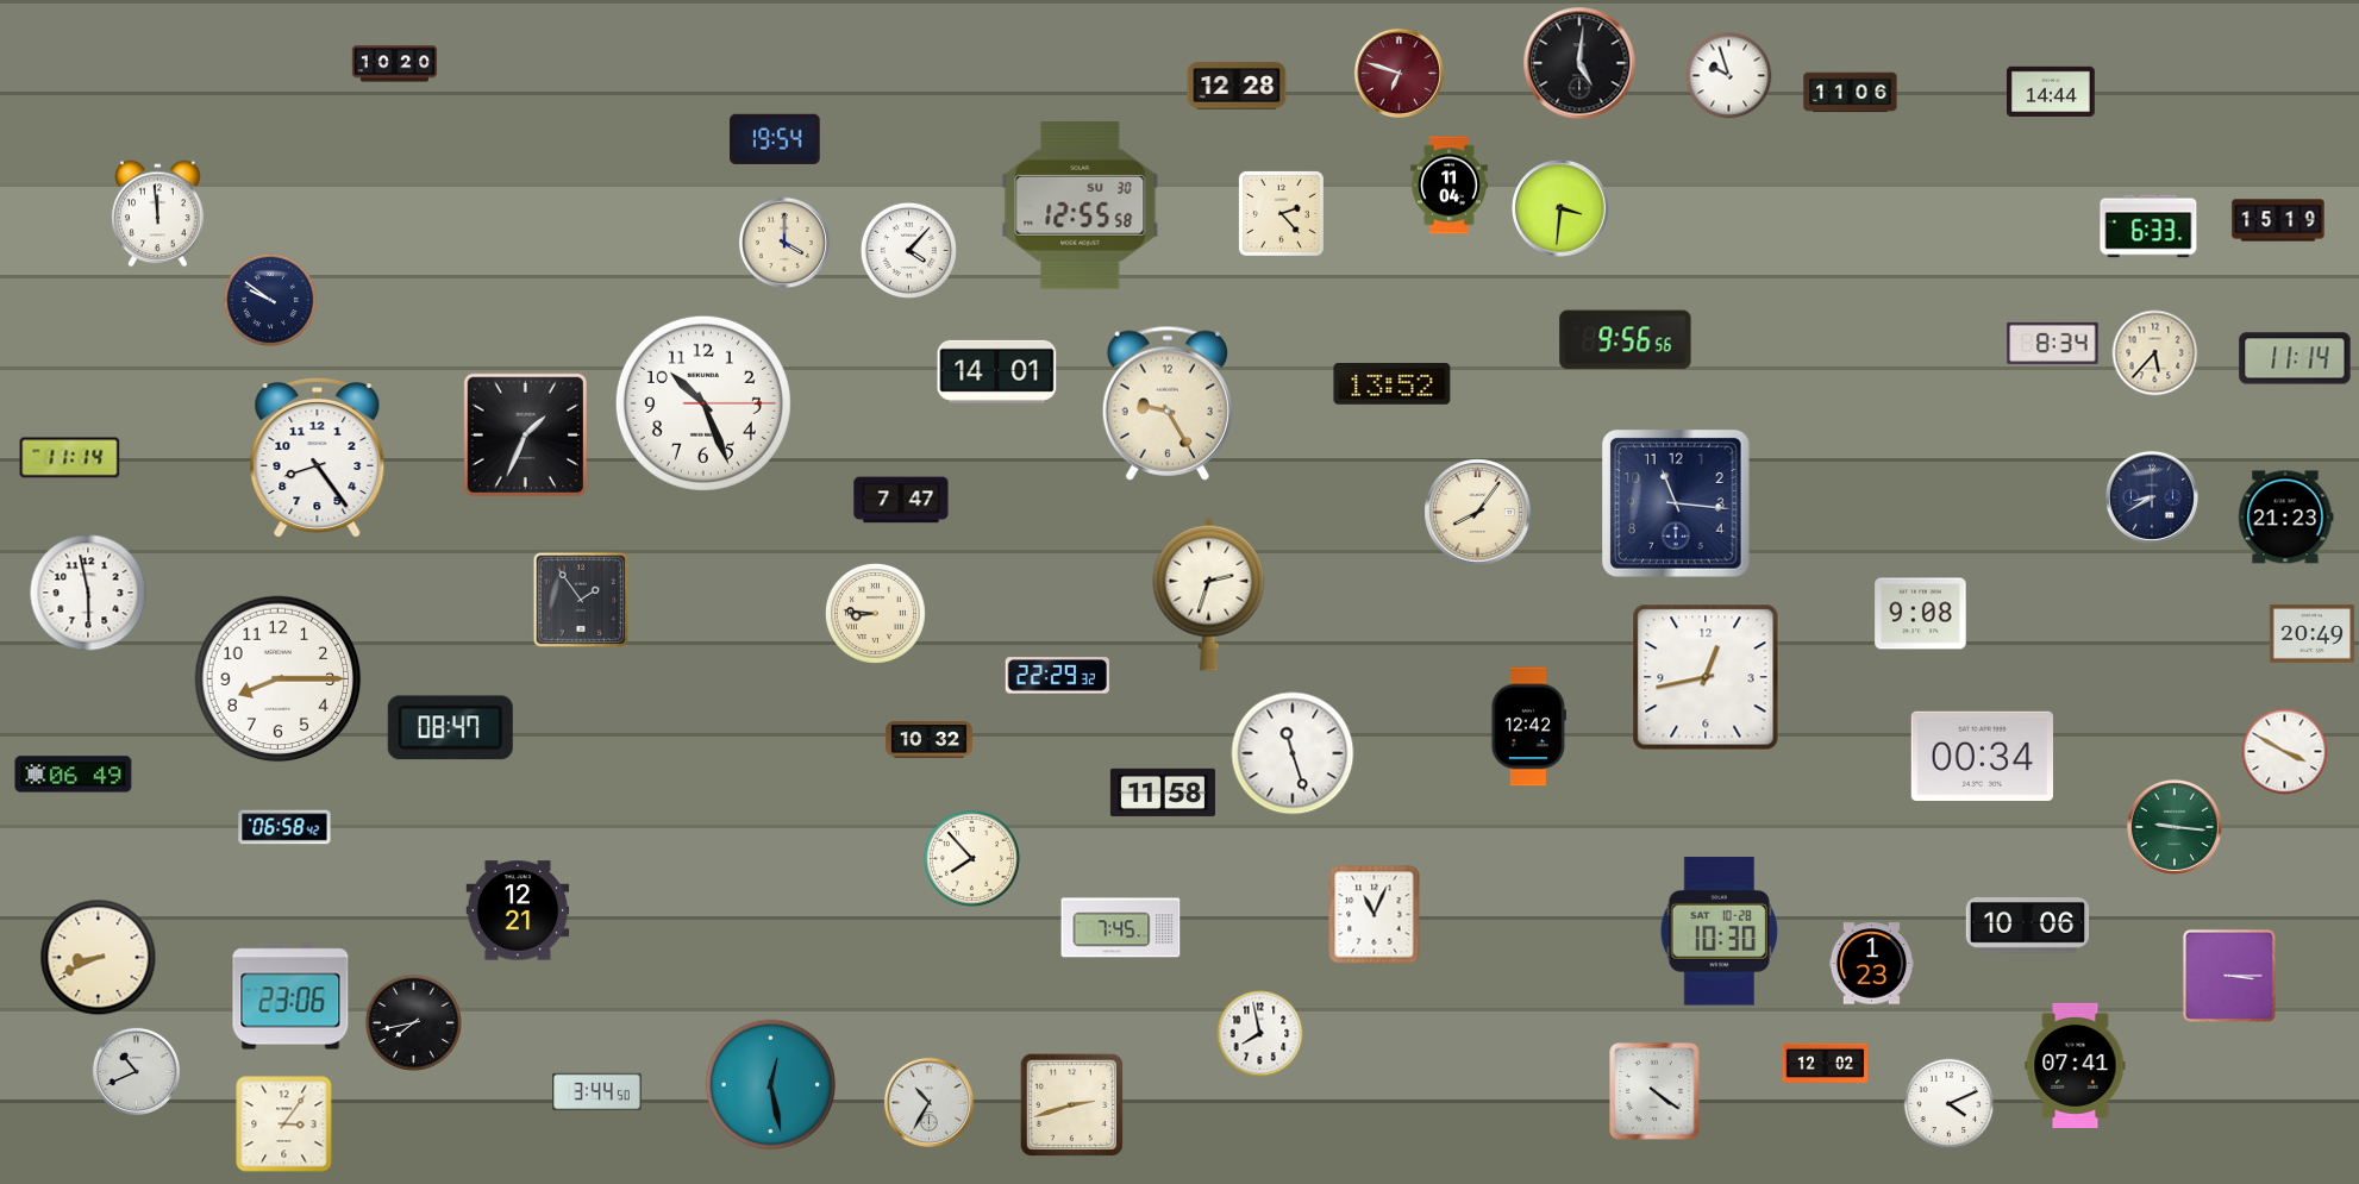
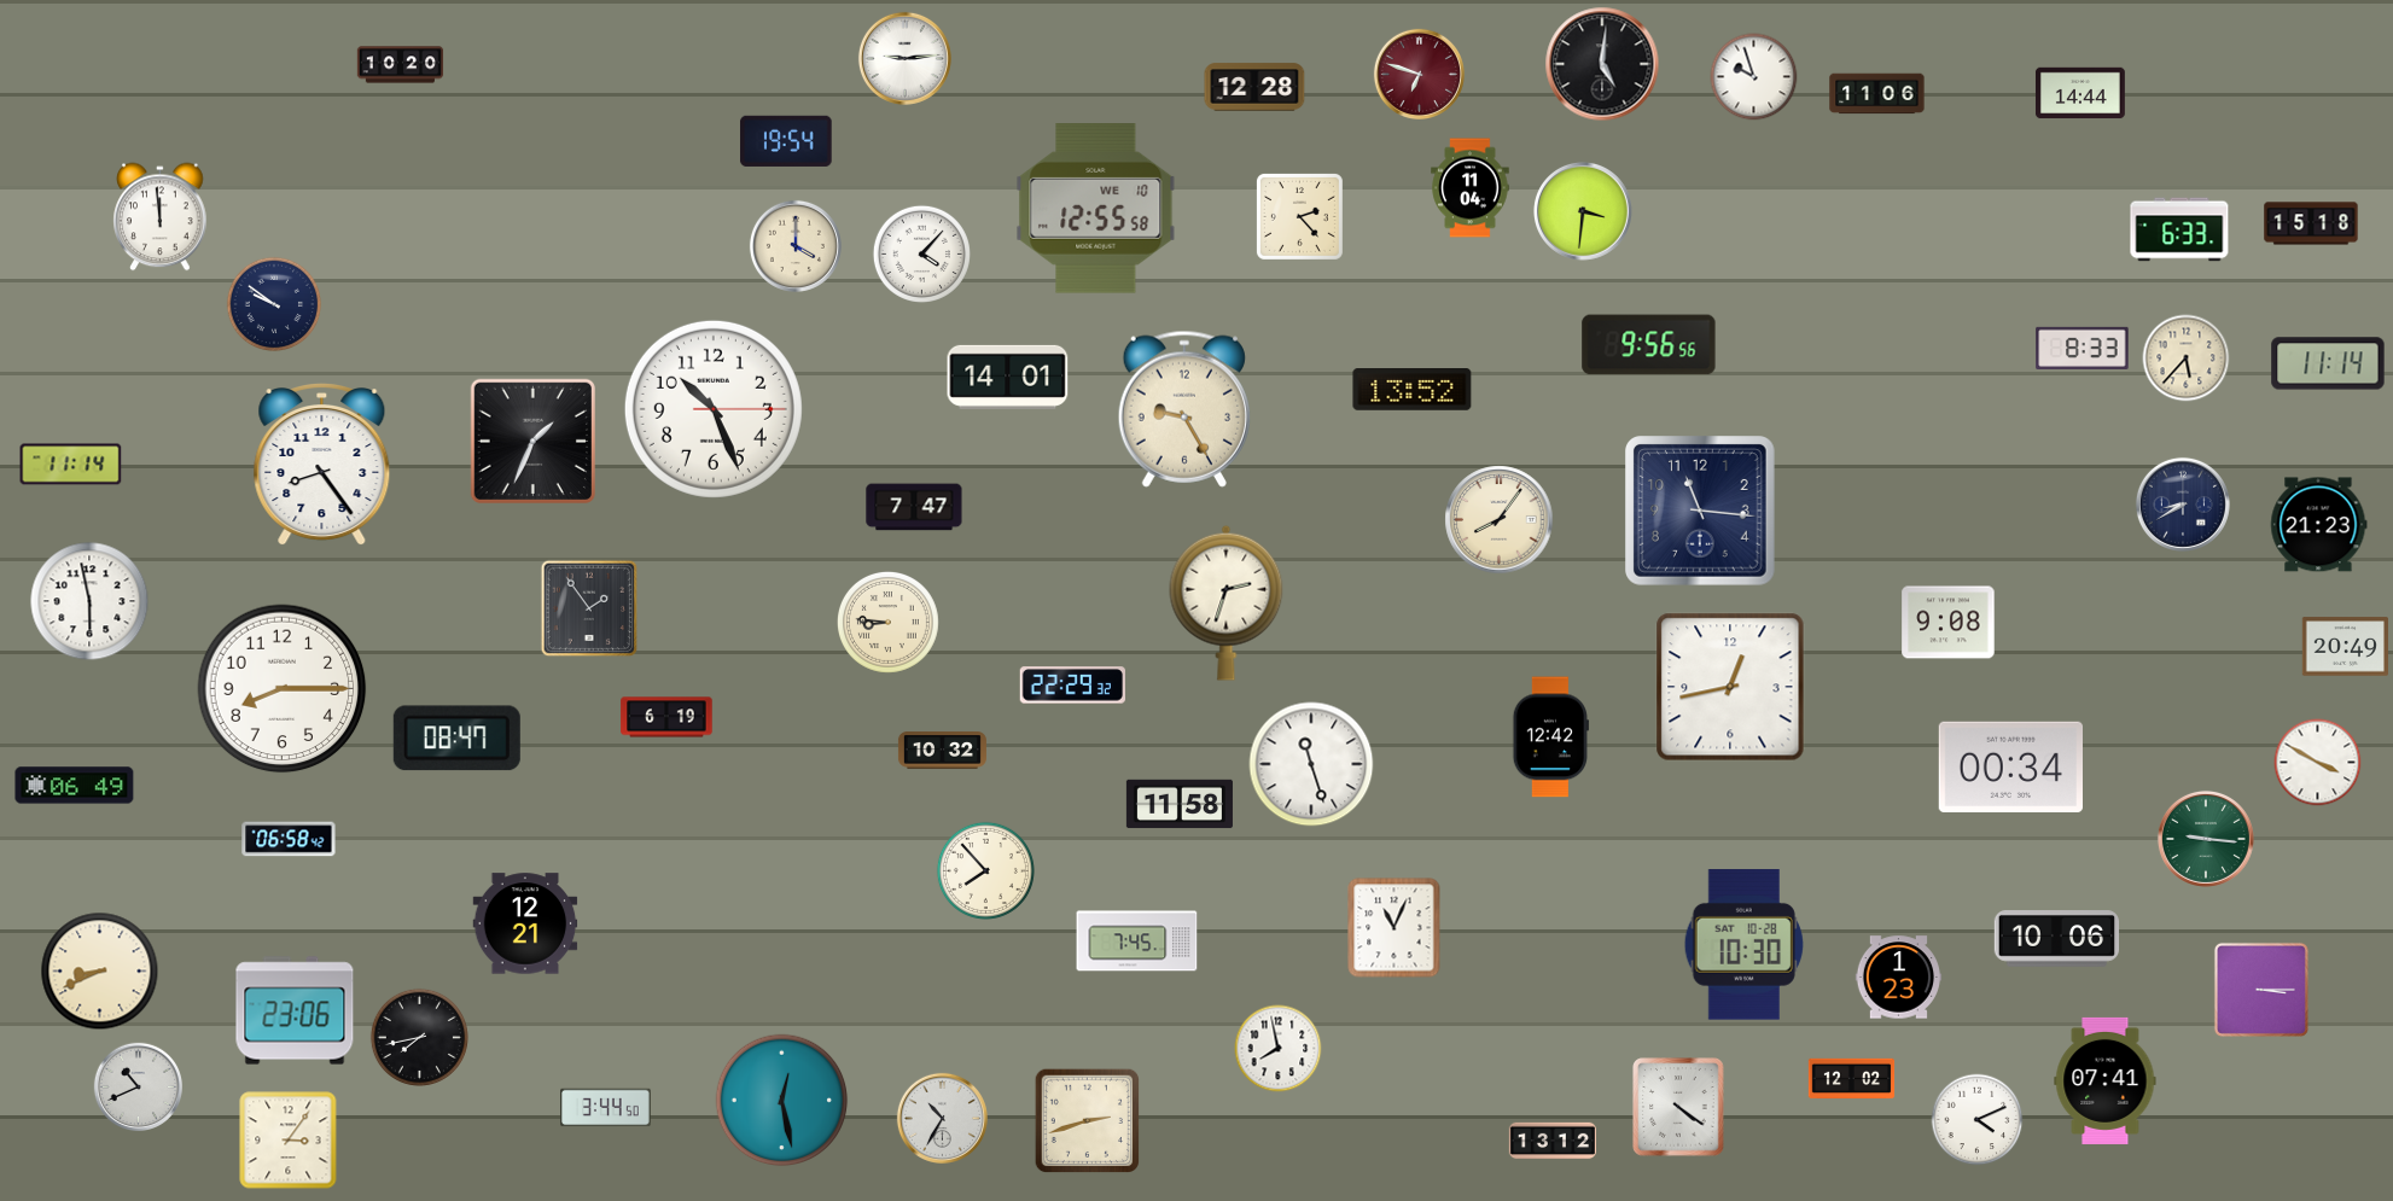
clock at (904, 58): none -> 9:14
clock at (1081, 206) date: SU 30 -> WE 10
clock at (2278, 220): 15:19 -> 15:18
clock at (2053, 343): 8:34 -> 8:33
clock at (997, 371) position: (997, 371) -> (1008, 377)
clock at (2311, 634) position: (2311, 634) -> (2345, 647)
clock at (666, 717): none -> 6:19
clock at (1553, 1141): none -> 13:12
